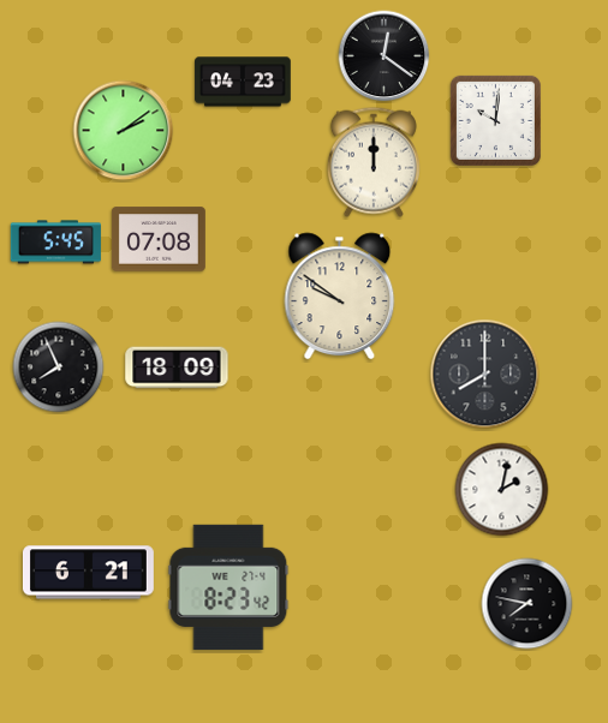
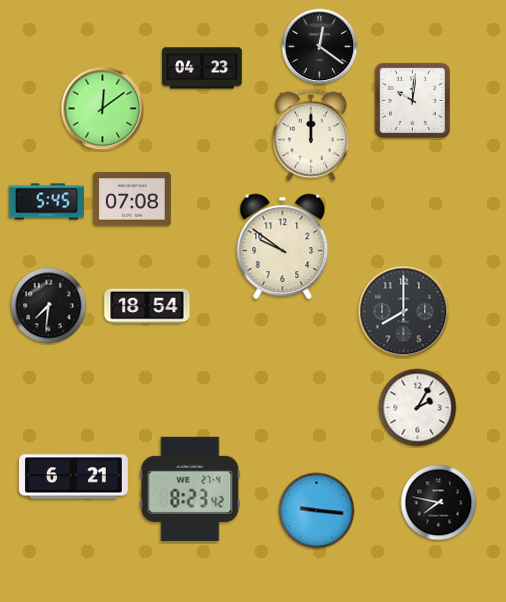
clock at (124, 131): 2:09 -> 12:09
clock at (59, 368): 7:56 -> 7:31
clock at (177, 368): 18:09 -> 18:54
clock at (502, 490): 2:02 -> 2:05
clock at (317, 511): none -> 9:16
